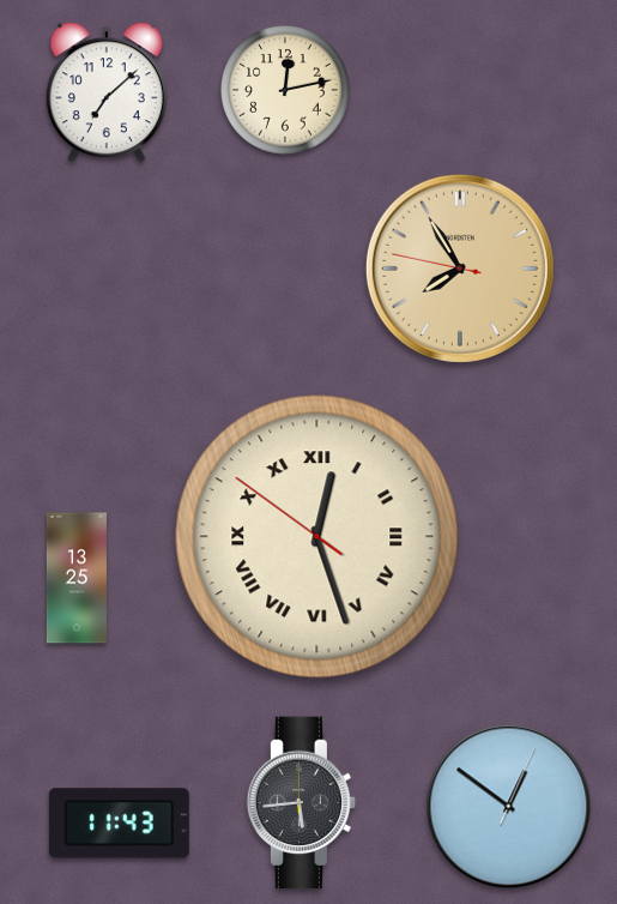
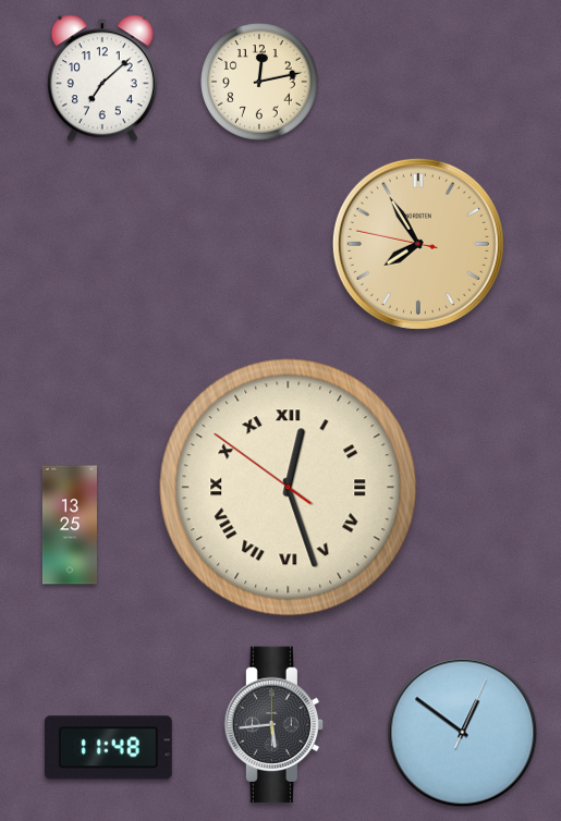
clock at (107, 92) position: (107, 92) -> (102, 78)
clock at (302, 803) position: (302, 803) -> (275, 725)
clock at (119, 824): 11:43 -> 11:48
